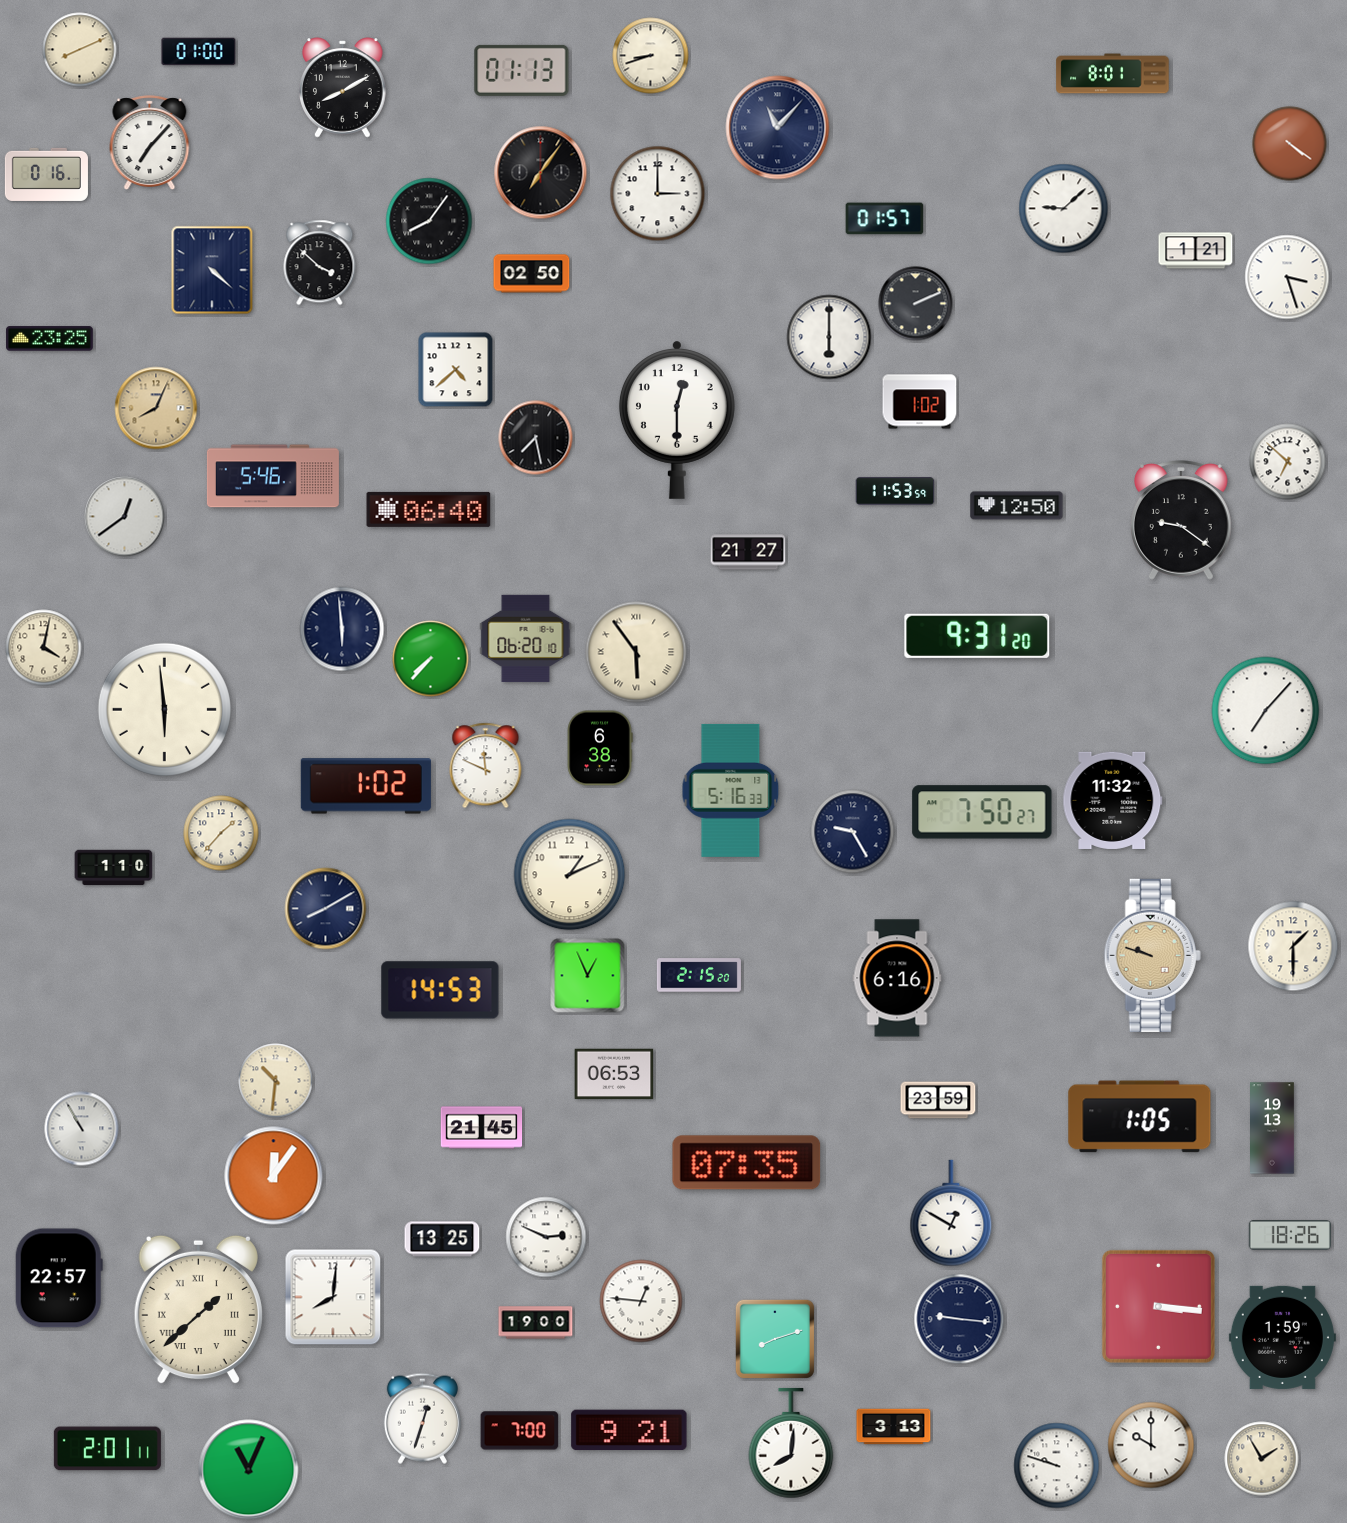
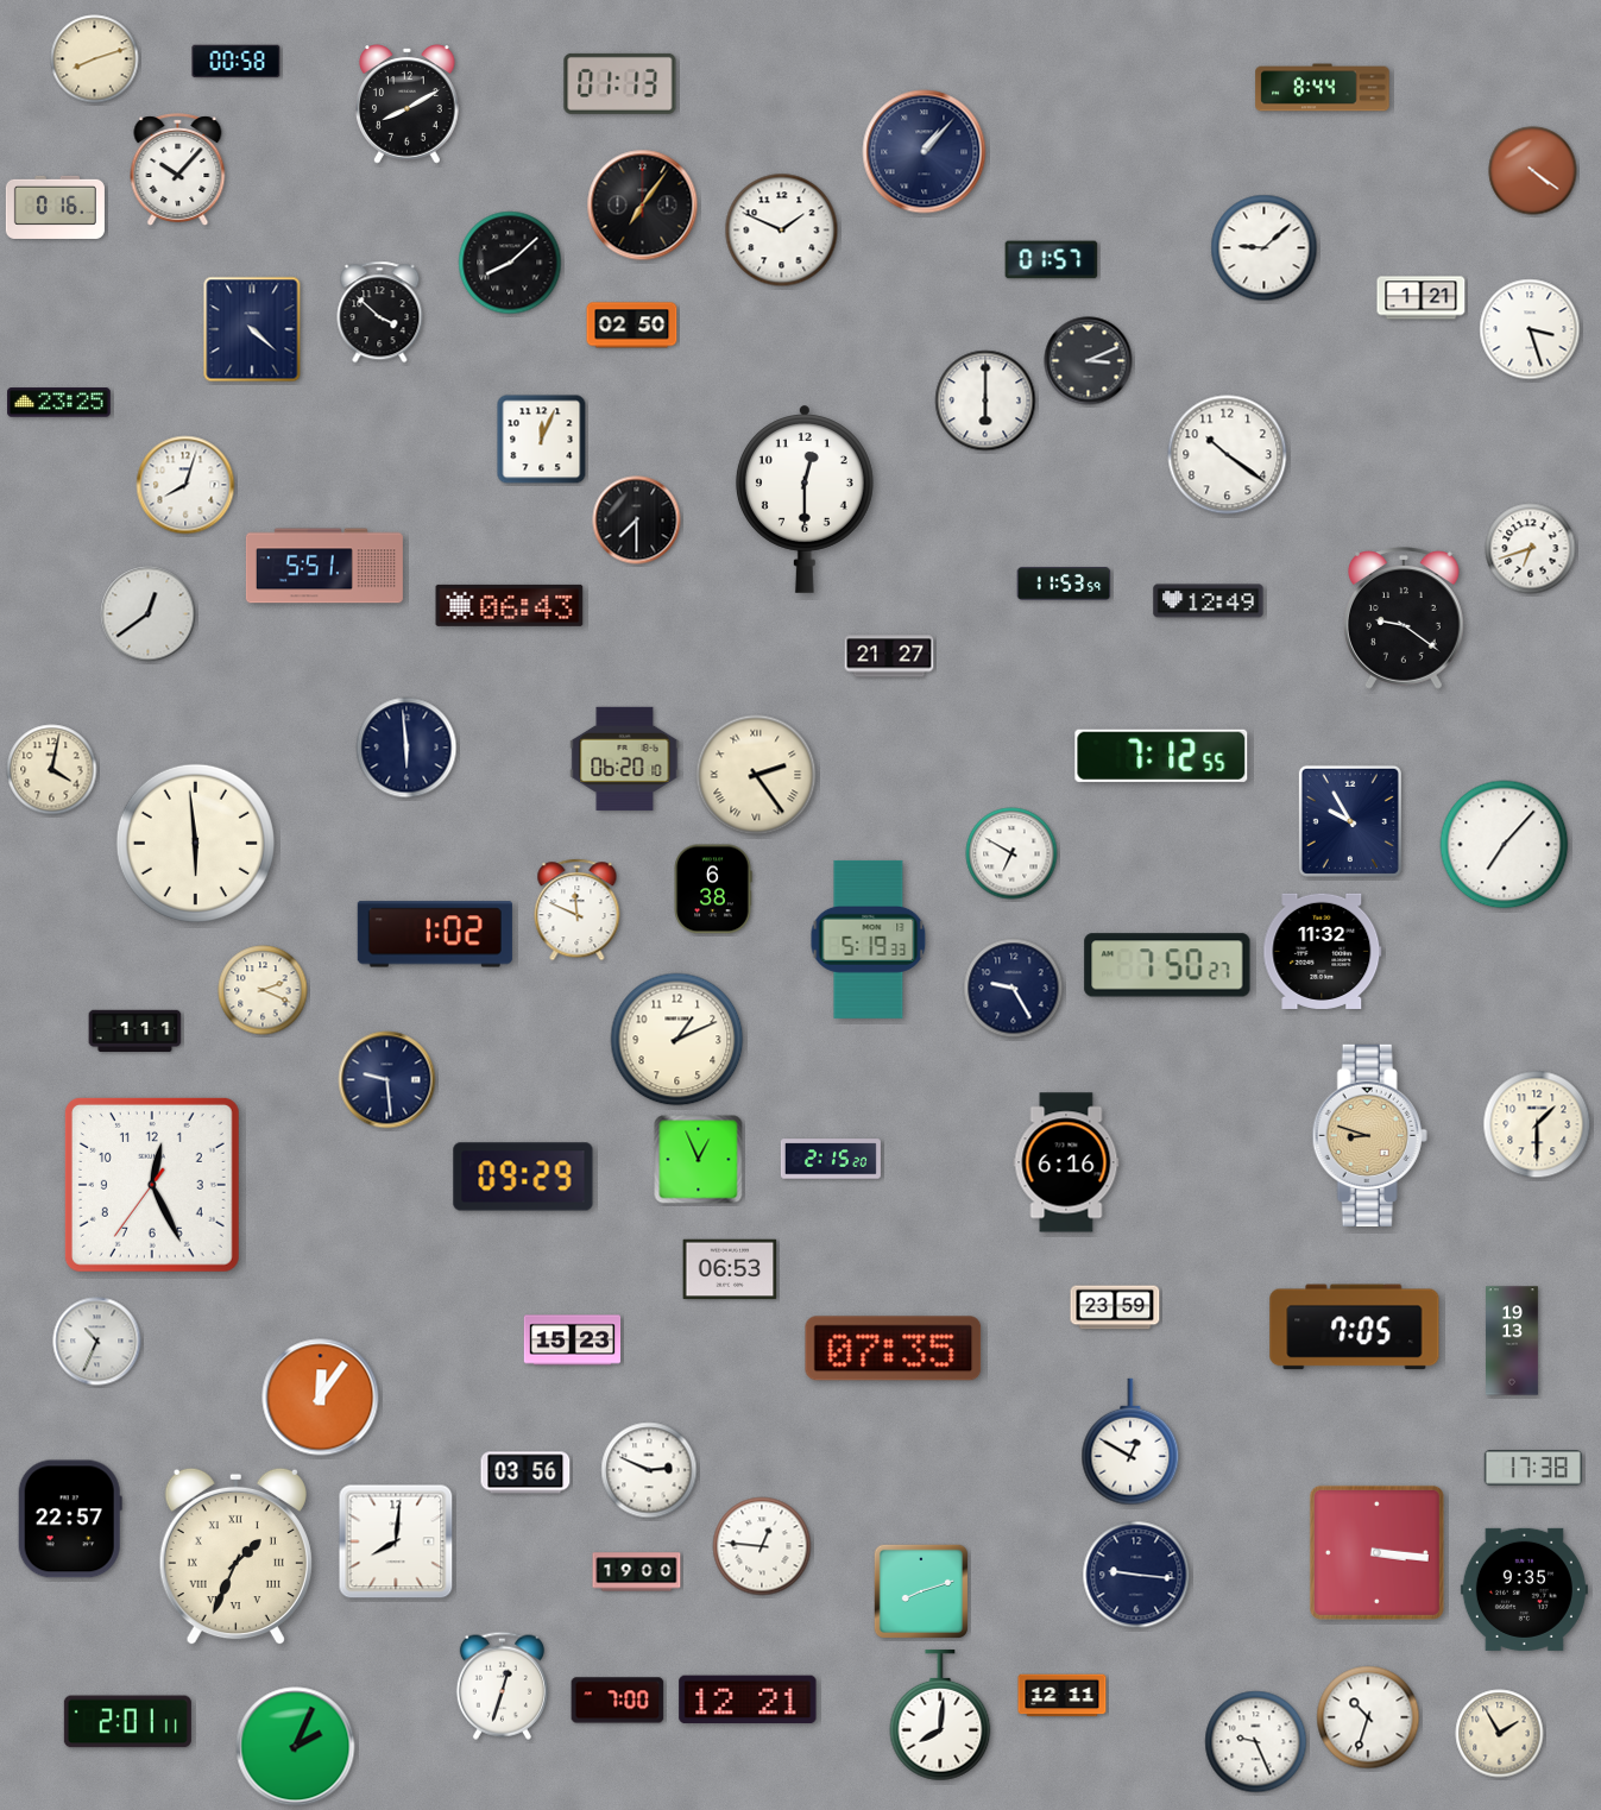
clock at (80, 50): 8:11 -> 8:12
clock at (199, 52): 01:00 -> 00:58
clock at (651, 56): 8:42 -> none
clock at (1113, 74): 8:01 -> 8:44
clock at (778, 128): 11:07 -> 1:07
clock at (150, 142): 7:07 -> 10:07
clock at (658, 194): 3:00 -> 1:49
clock at (429, 221): 8:06 -> 8:08
clock at (212, 270) position: (212, 270) -> (252, 329)
clock at (916, 304): 2:11 -> 3:11
clock at (456, 370): 4:38 -> 12:04
clock at (1228, 455): none -> 10:21
clock at (920, 402): 1:02 -> none
clock at (156, 408): 8:04 -> 8:03
clock at (156, 408) dial: champagne -> white
clock at (536, 438): 7:28 -> 7:30
clock at (1288, 462): 6:52 -> 6:42
clock at (273, 476): 5:46 -> 5:51
clock at (1017, 506): 12:50 -> 12:49
clock at (429, 509): 06:40 -> 06:43
clock at (977, 636): 9:31 -> 7:12
clock at (636, 652): 5:54 -> 2:24
clock at (431, 659): 7:37 -> none
clock at (1350, 821): none -> 9:55
clock at (1011, 853): none -> 6:50
clock at (731, 790): 5:16 -> 5:19
clock at (221, 833): 1:37 -> 2:19
clock at (114, 868): 1:10 -> 1:11
clock at (326, 909): 8:10 -> 9:29
clock at (1152, 955): 9:48 -> 8:48
clock at (440, 990): 14:53 -> 09:29
clock at (152, 1185): none -> 12:25
clock at (614, 1074) position: (614, 1074) -> (730, 1269)
clock at (276, 1081): 10:31 -> none
clock at (1140, 1117): 1:05 -> 7:05
clock at (482, 1128): 21:45 -> 15:23
clock at (82, 1129): 10:55 -> 10:34
clock at (747, 1163) position: (747, 1163) -> (894, 1349)
clock at (274, 1176) position: (274, 1176) -> (321, 1398)
clock at (1290, 1235): 18:26 -> 17:38
clock at (442, 1239): 13:25 -> 03:56
clock at (198, 1310): 1:38 -> 1:34
clock at (959, 1319) position: (959, 1319) -> (1136, 1575)
clock at (1282, 1337): 1:59 -> 9:35
clock at (894, 1427): 3:13 -> 12:11
clock at (629, 1430): 9:21 -> 12:21
clock at (1151, 1445): 10:00 -> 10:33
clock at (1057, 1466): 9:48 -> 9:26
clock at (249, 1470): 11:04 -> 2:04
